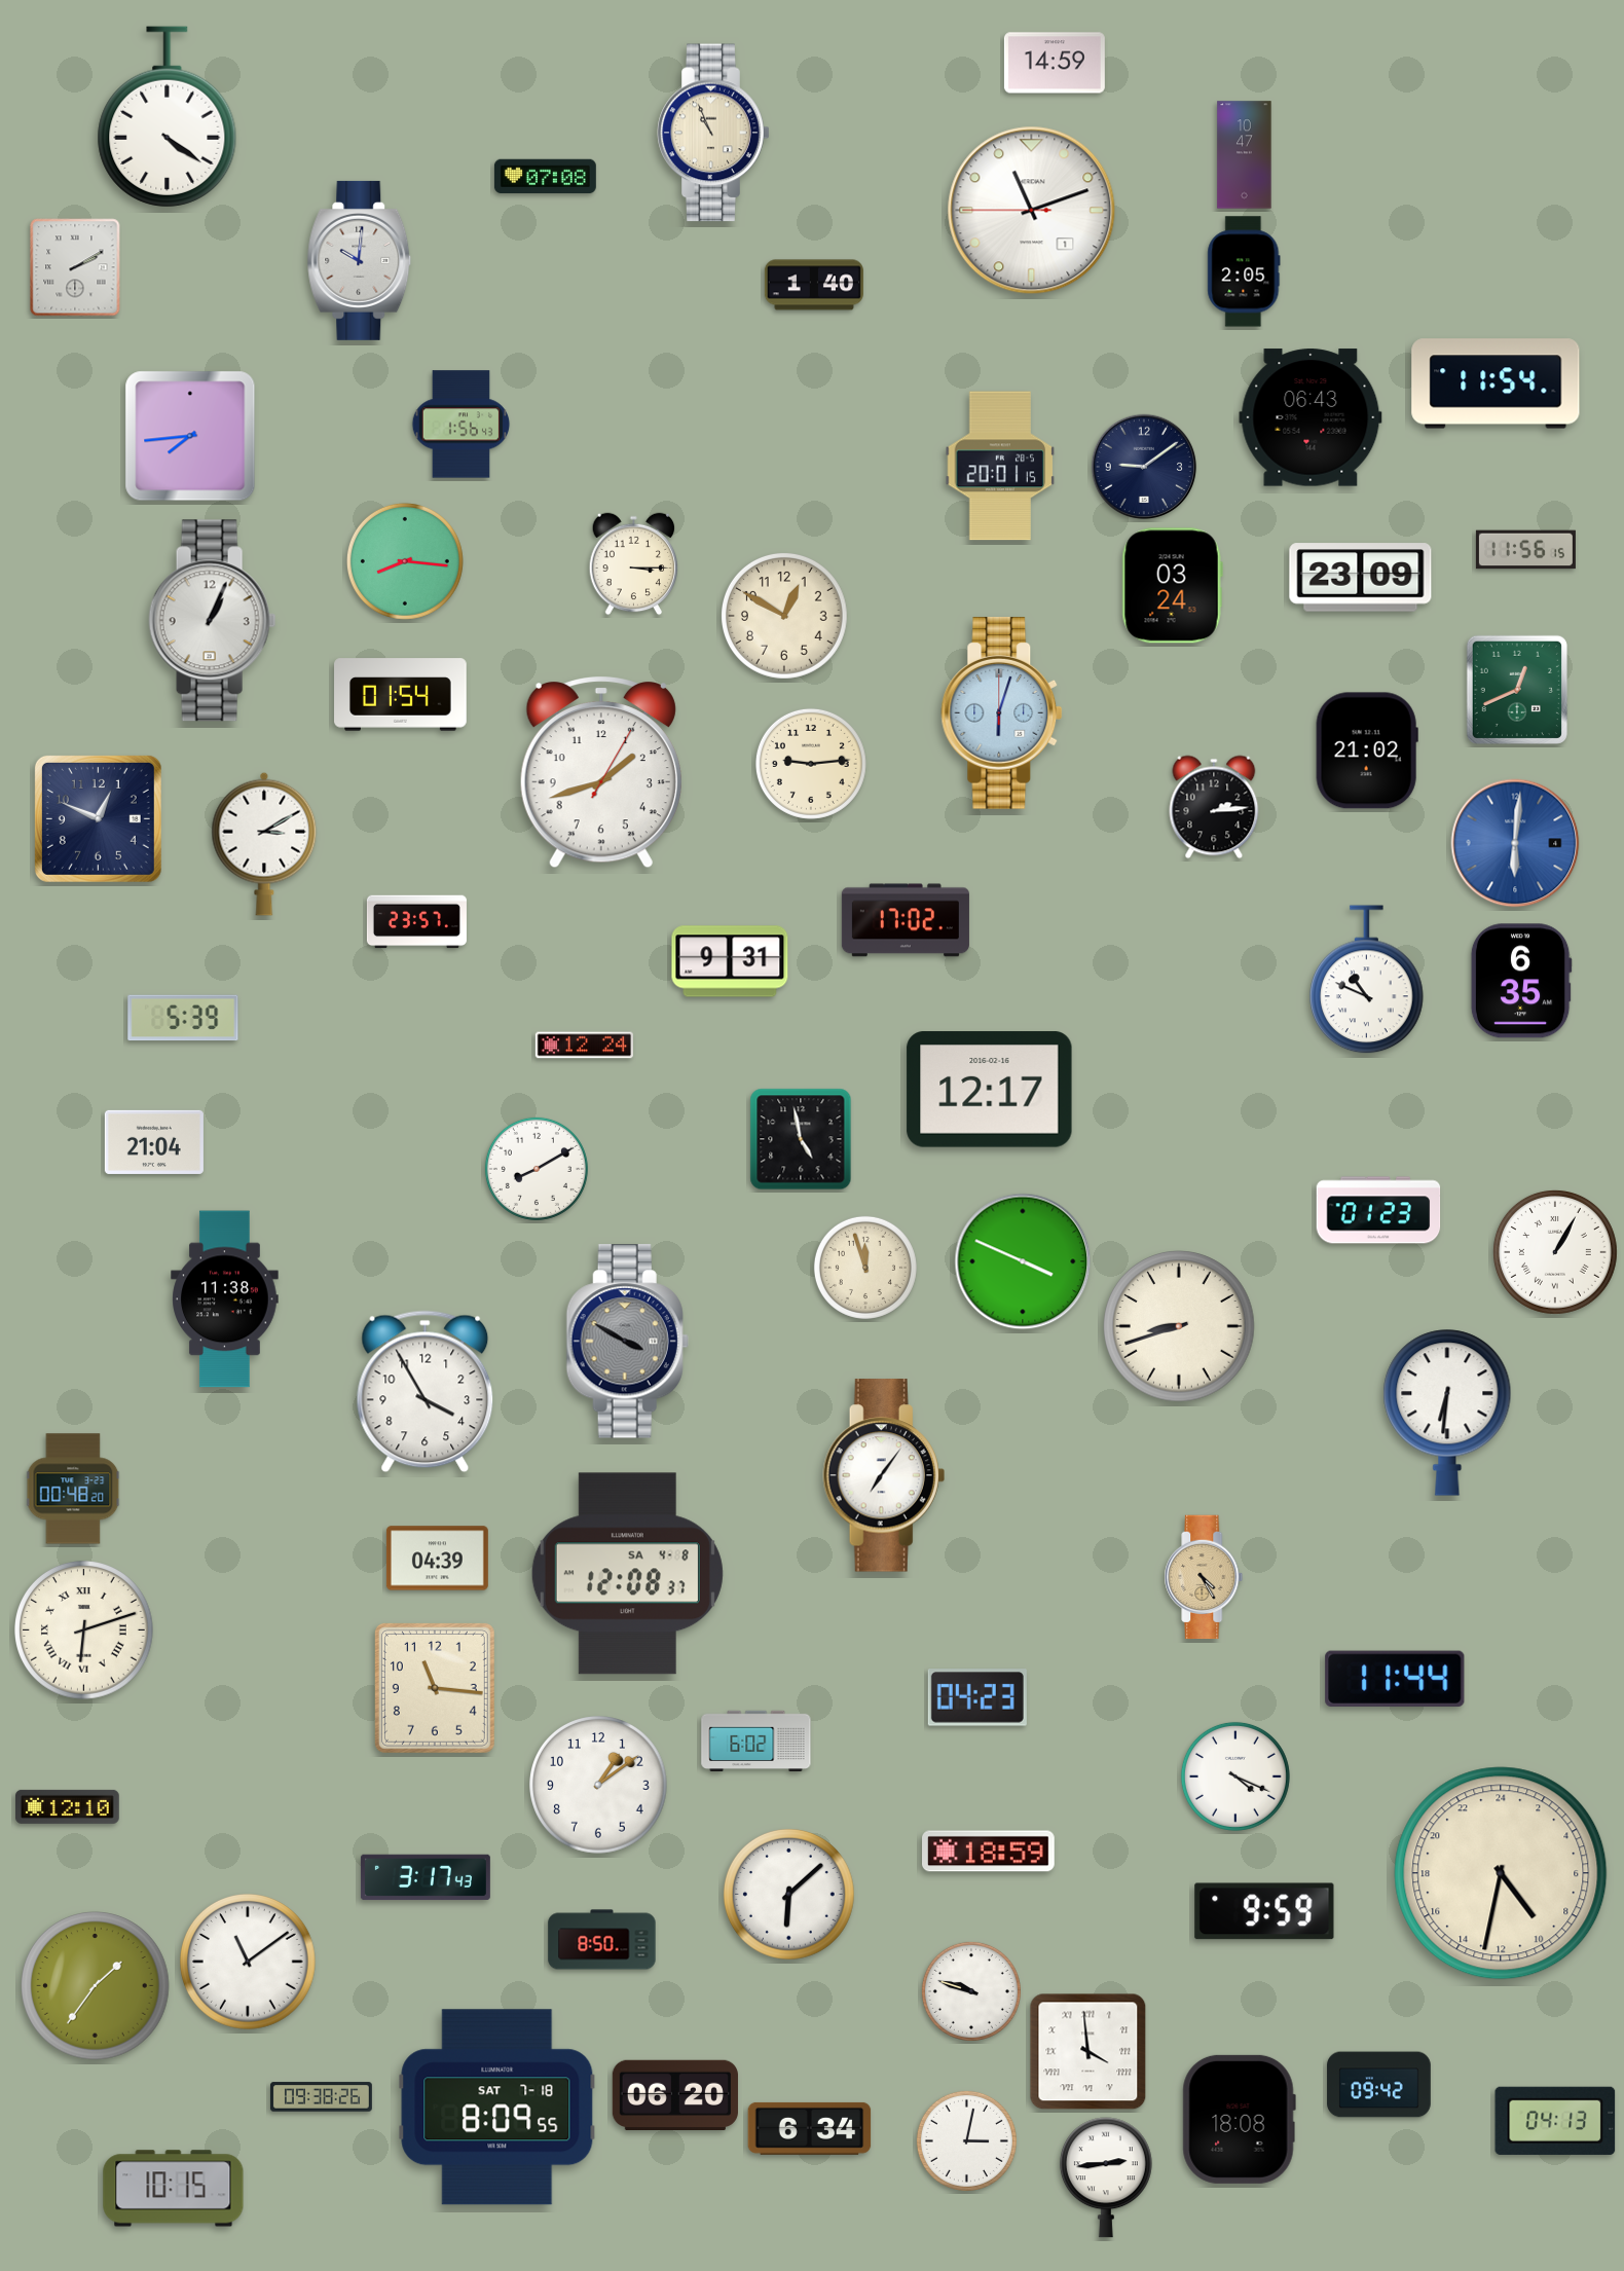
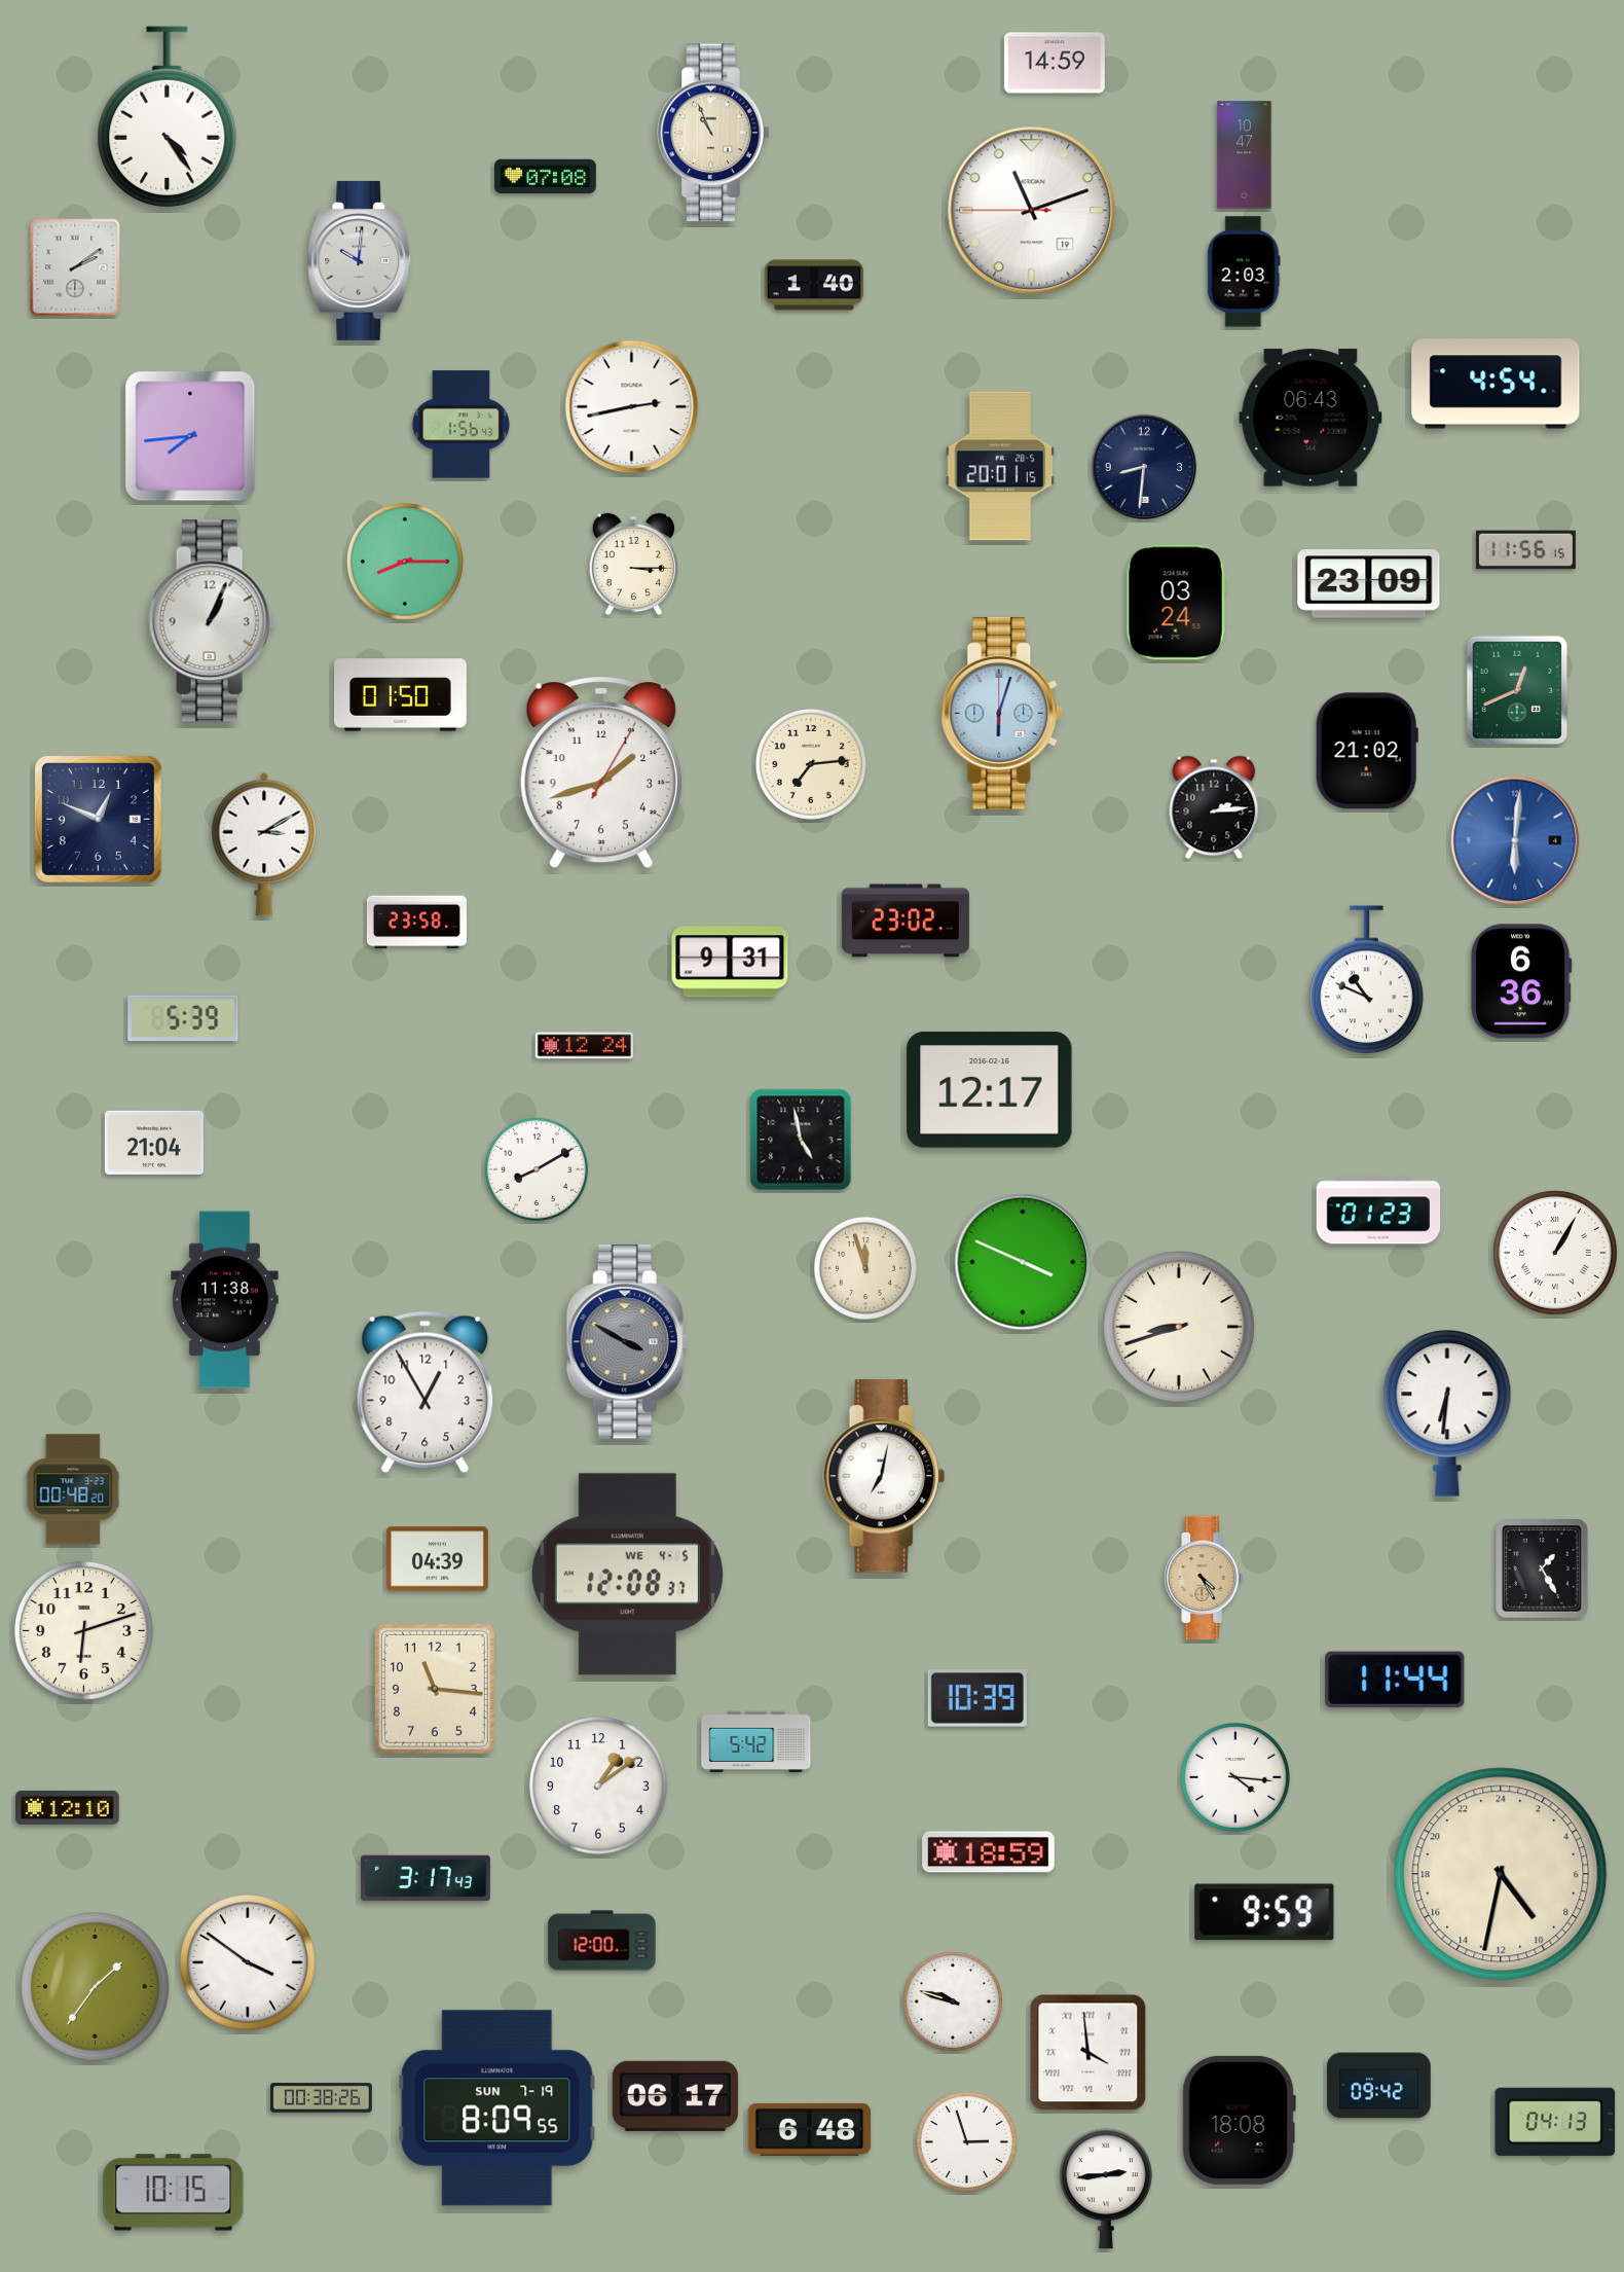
clock at (168, 117): 4:21 -> 4:24
clock at (1032, 211) date: 1 -> 19
clock at (75, 267): 2:10 -> 2:09
clock at (1244, 271): 2:05 -> 2:03
clock at (1496, 383): 11:54 -> 4:54
clock at (632, 407): none -> 2:43
clock at (1144, 467): 9:09 -> 8:31
clock at (405, 561): 8:16 -> 8:15
clock at (1361, 578) position: (1361, 578) -> (1369, 584)
clock at (1172, 586) position: (1172, 586) -> (1176, 603)
clock at (784, 616): 12:50 -> none
clock at (401, 695): 01:54 -> 01:50
clock at (811, 764): 9:14 -> 7:14
clock at (1515, 843) position: (1515, 843) -> (1515, 840)
clock at (906, 920): 17:02 -> 23:02
clock at (416, 922): 23:57 -> 23:58
clock at (1521, 981): 6:35 -> 6:36
clock at (426, 1392): 3:55 -> 12:55
clock at (884, 1475): 7:06 -> 7:02
clock at (1543, 1570): none -> 1:25
clock at (627, 1574) date: SA 4-8 -> WE 4-5
clock at (84, 1631) numerals: Roman -> Arabic
clock at (977, 1697): 04:23 -> 10:39
clock at (756, 1741): 6:02 -> 5:42
clock at (1235, 1776): 4:19 -> 4:16
clock at (789, 1895): 6:08 -> none
clock at (602, 1940): 8:50 -> 12:00
clock at (249, 1963): 11:09 -> 3:51
clock at (971, 1991) position: (971, 1991) -> (953, 2001)
clock at (675, 2095): 06:20 -> 06:17
clock at (321, 2097): 09:38 -> 00:38
clock at (497, 2108) date: SAT 7-18 -> SUN 7-19
clock at (810, 2128): 6:34 -> 6:48
clock at (966, 2140): 3:02 -> 2:57
clock at (1106, 2177) position: (1106, 2177) -> (1106, 2189)
clock at (174, 2189) position: (174, 2189) -> (174, 2193)
